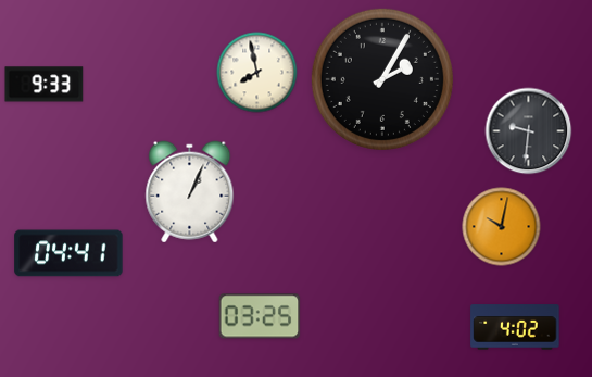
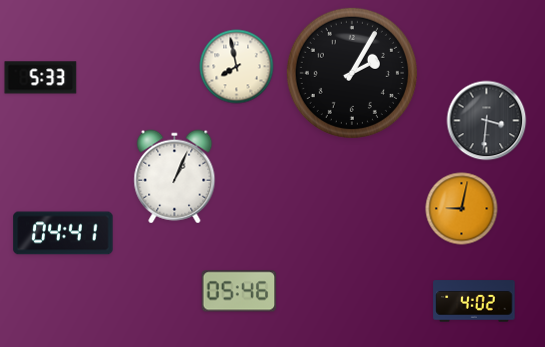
clock at (45, 85): 9:33 -> 5:33
clock at (529, 131): 9:31 -> 3:31
clock at (502, 227): 10:02 -> 9:02
clock at (260, 316): 03:25 -> 05:46
